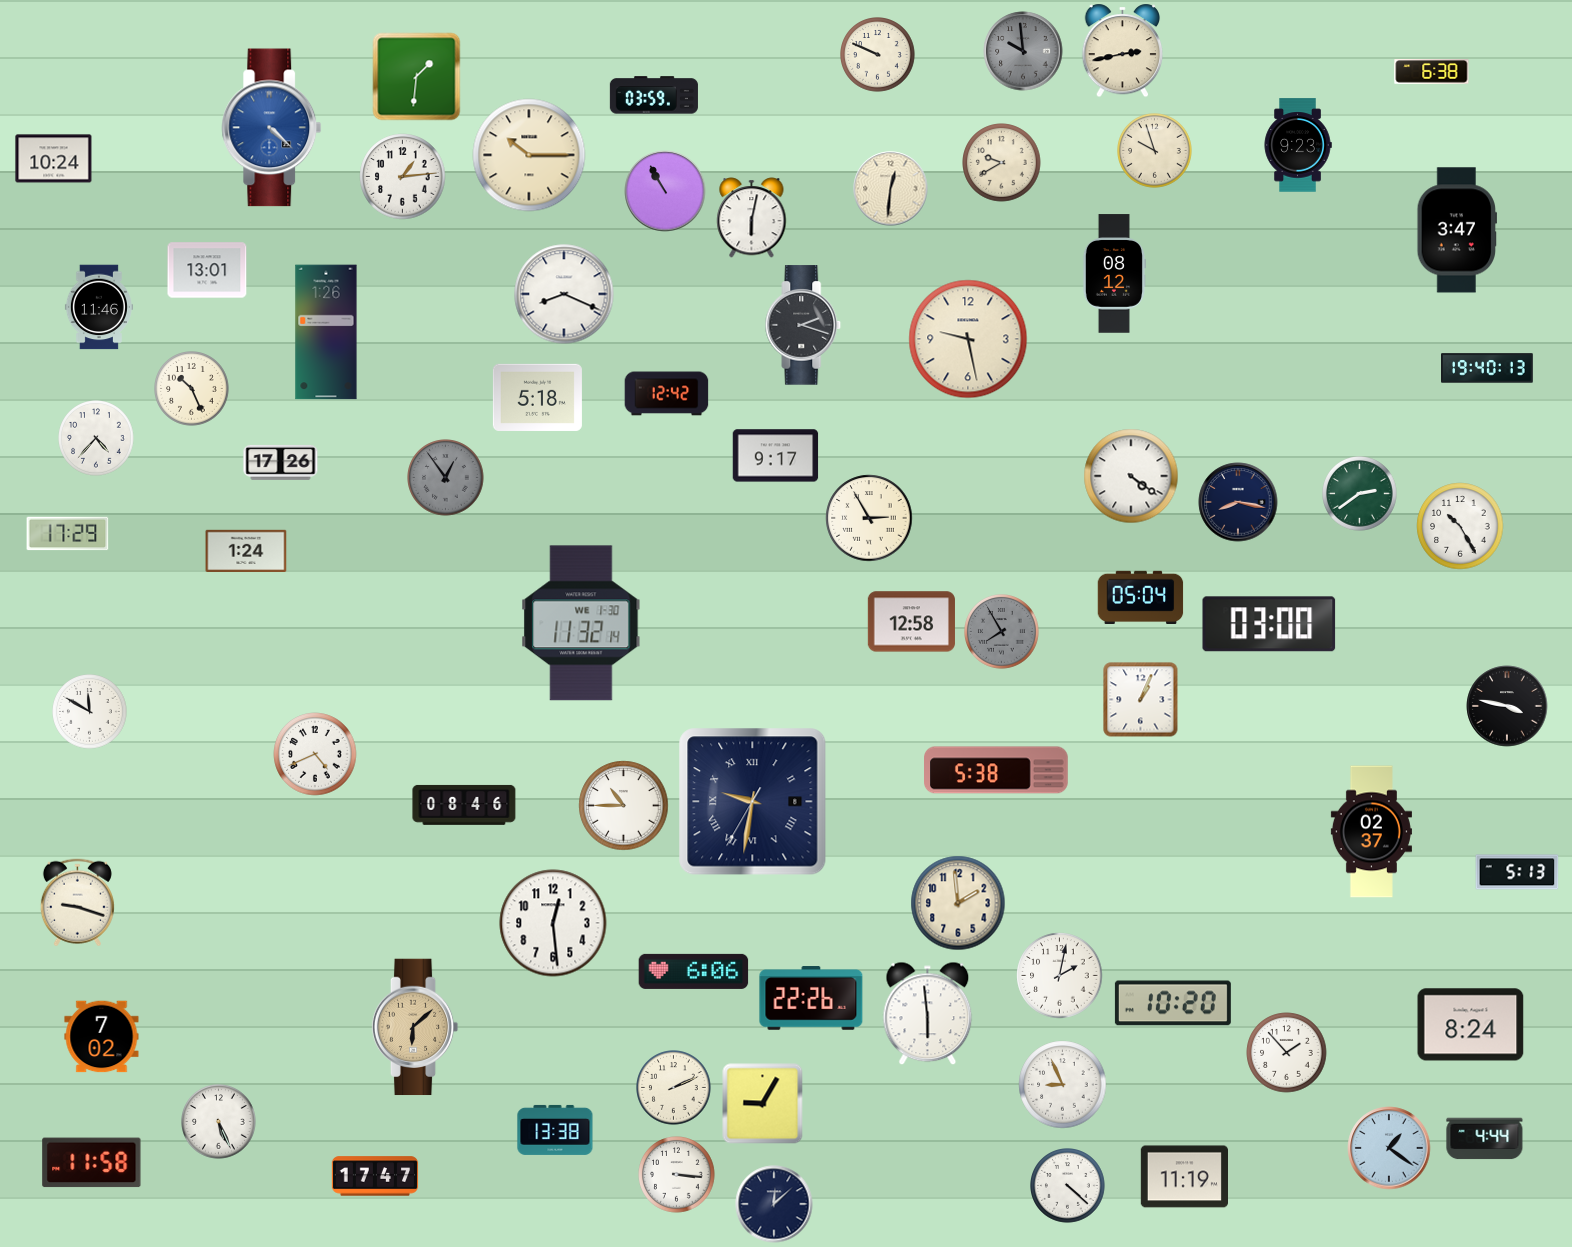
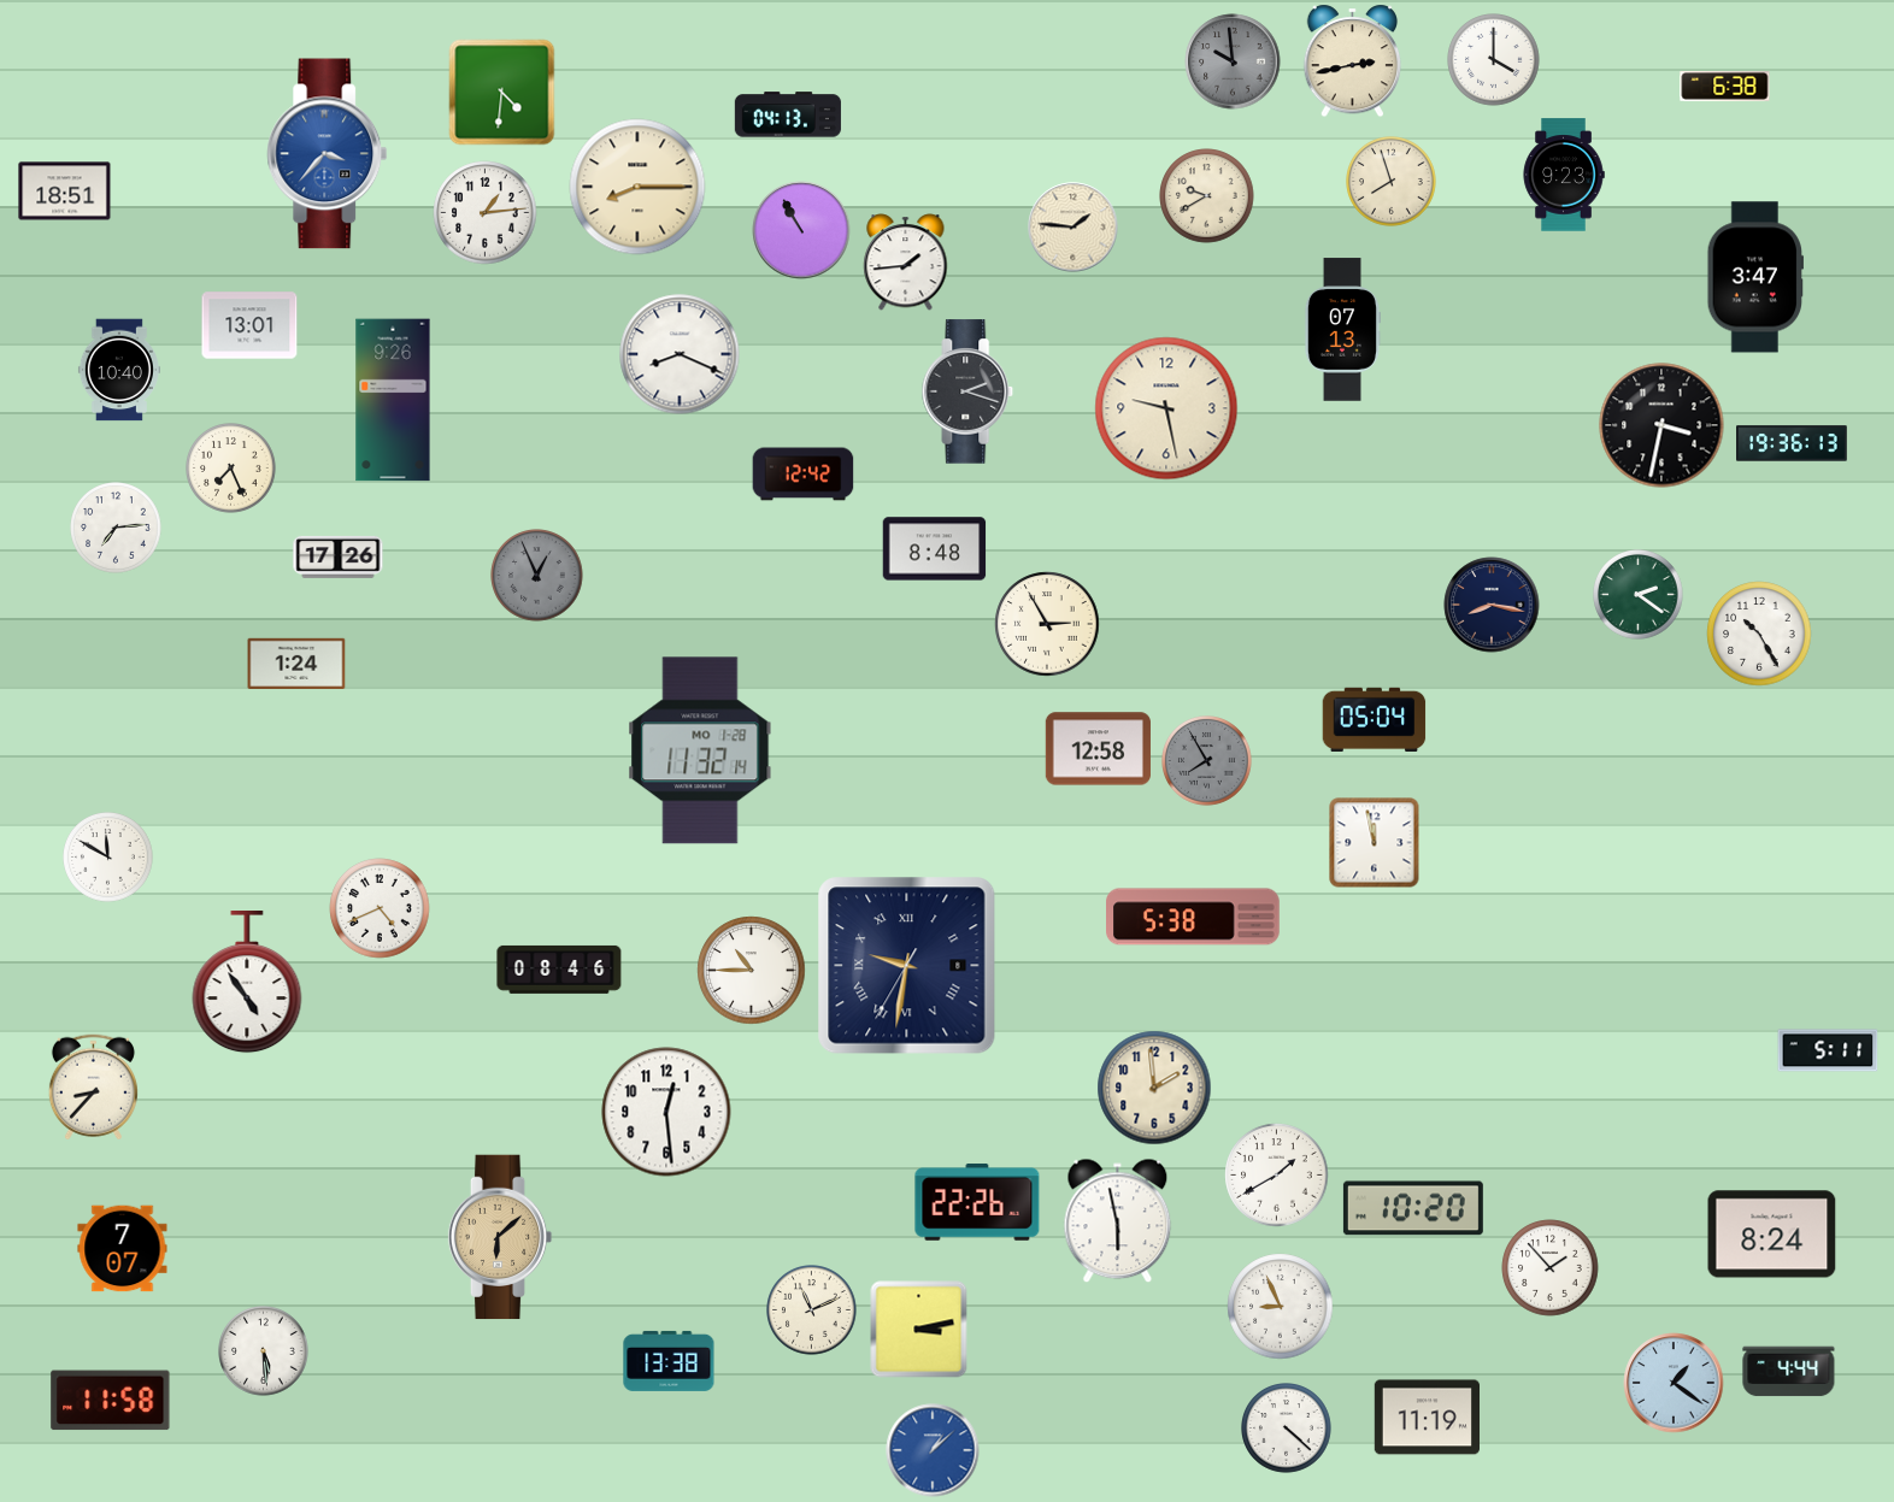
clock at (1494, 60): none -> 4:00
clock at (878, 55): 9:49 -> none
clock at (417, 77): 1:31 -> 4:31
clock at (654, 95): 03:59 -> 04:13
clock at (272, 128): 4:22 -> 3:37
clock at (1155, 151): 9:57 -> 7:57
clock at (529, 155): 10:15 -> 8:15
clock at (54, 159): 10:24 -> 18:51
clock at (891, 189): 12:31 -> 1:46
clock at (752, 218): 6:02 -> 1:44
clock at (1114, 274): 08:12 -> 07:13
clock at (99, 307): 11:46 -> 10:40
clock at (326, 332): 1:26 -> 9:26
clock at (1661, 425): none -> 3:32
clock at (1488, 368): 19:40 -> 19:36
clock at (192, 389): 10:26 -> 7:26
clock at (537, 397): 5:18 -> none
clock at (96, 438): 4:37 -> 7:14
clock at (776, 456): 9:17 -> 8:48
clock at (1131, 476): 4:21 -> none
clock at (446, 478): 12:54 -> 12:56
clock at (1360, 494): 2:39 -> 2:21
clock at (68, 534): 17:29 -> none
clock at (581, 623) date: WE 1-30 -> MO 1-28
clock at (1269, 624): 03:00 -> none
clock at (1141, 700): 1:04 -> 11:58
clock at (1507, 706): 3:47 -> none
clock at (997, 770) position: (997, 770) -> (1194, 917)
clock at (247, 983): none -> 4:54
clock at (1371, 832): 02:37 -> none
clock at (1517, 872): 5:13 -> 5:11
clock at (77, 903): 9:18 -> 8:37
clock at (694, 971): 6:06 -> none
clock at (1060, 976): 2:02 -> 1:40
clock at (928, 1014): 5:59 -> 5:58
clock at (102, 1037): 7:02 -> 7:07
clock at (674, 1088): 2:11 -> 11:11
clock at (763, 1104): 9:05 -> 3:13
clock at (219, 1122): 5:26 -> 5:29
clock at (677, 1175): 3:16 -> none
clock at (375, 1176): 17:47 -> none
clock at (774, 1204): 12:08 -> 1:08
clock at (774, 1204) dial: navy -> blue
